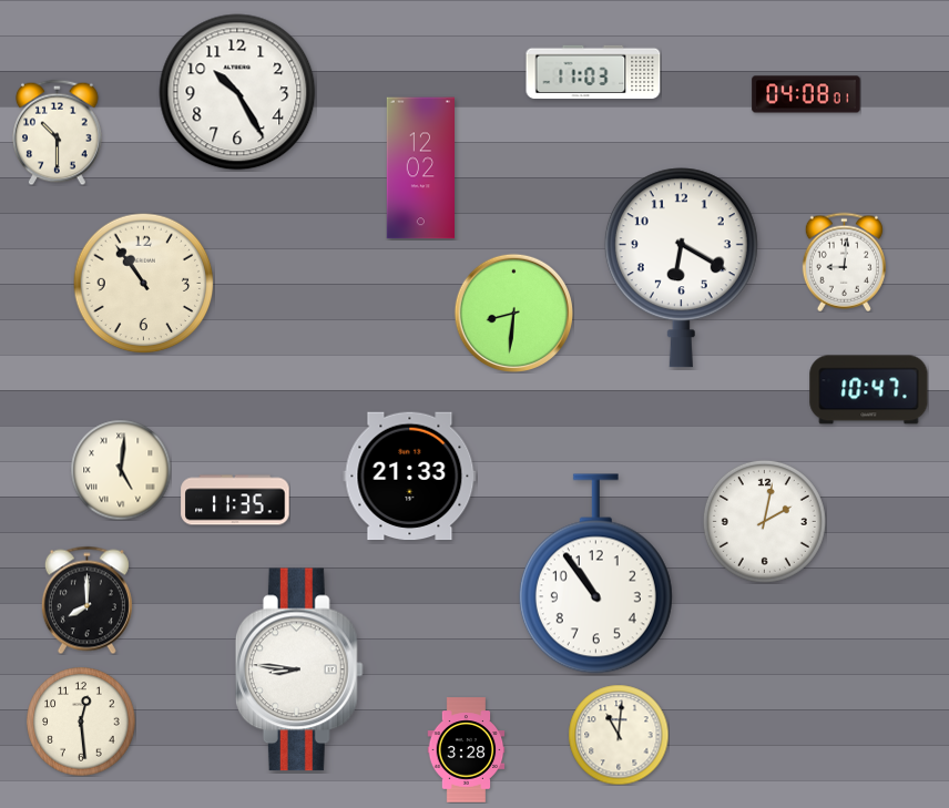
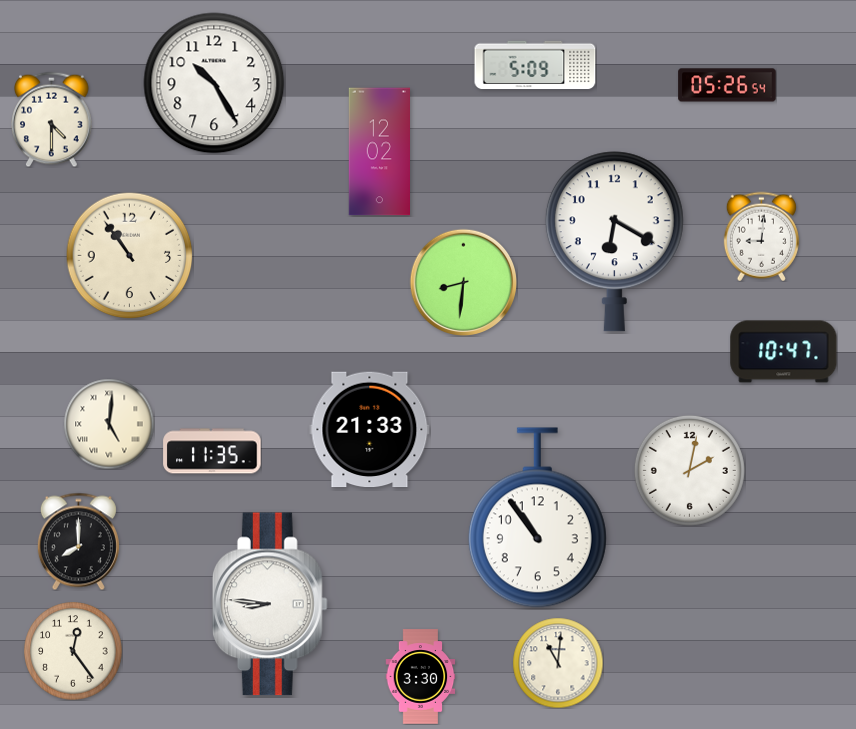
clock at (593, 72): 11:03 -> 5:09
clock at (806, 94): 04:08 -> 05:26
clock at (58, 132): 10:30 -> 4:30
clock at (81, 722): 12:29 -> 12:24
clock at (467, 750): 3:28 -> 3:30
